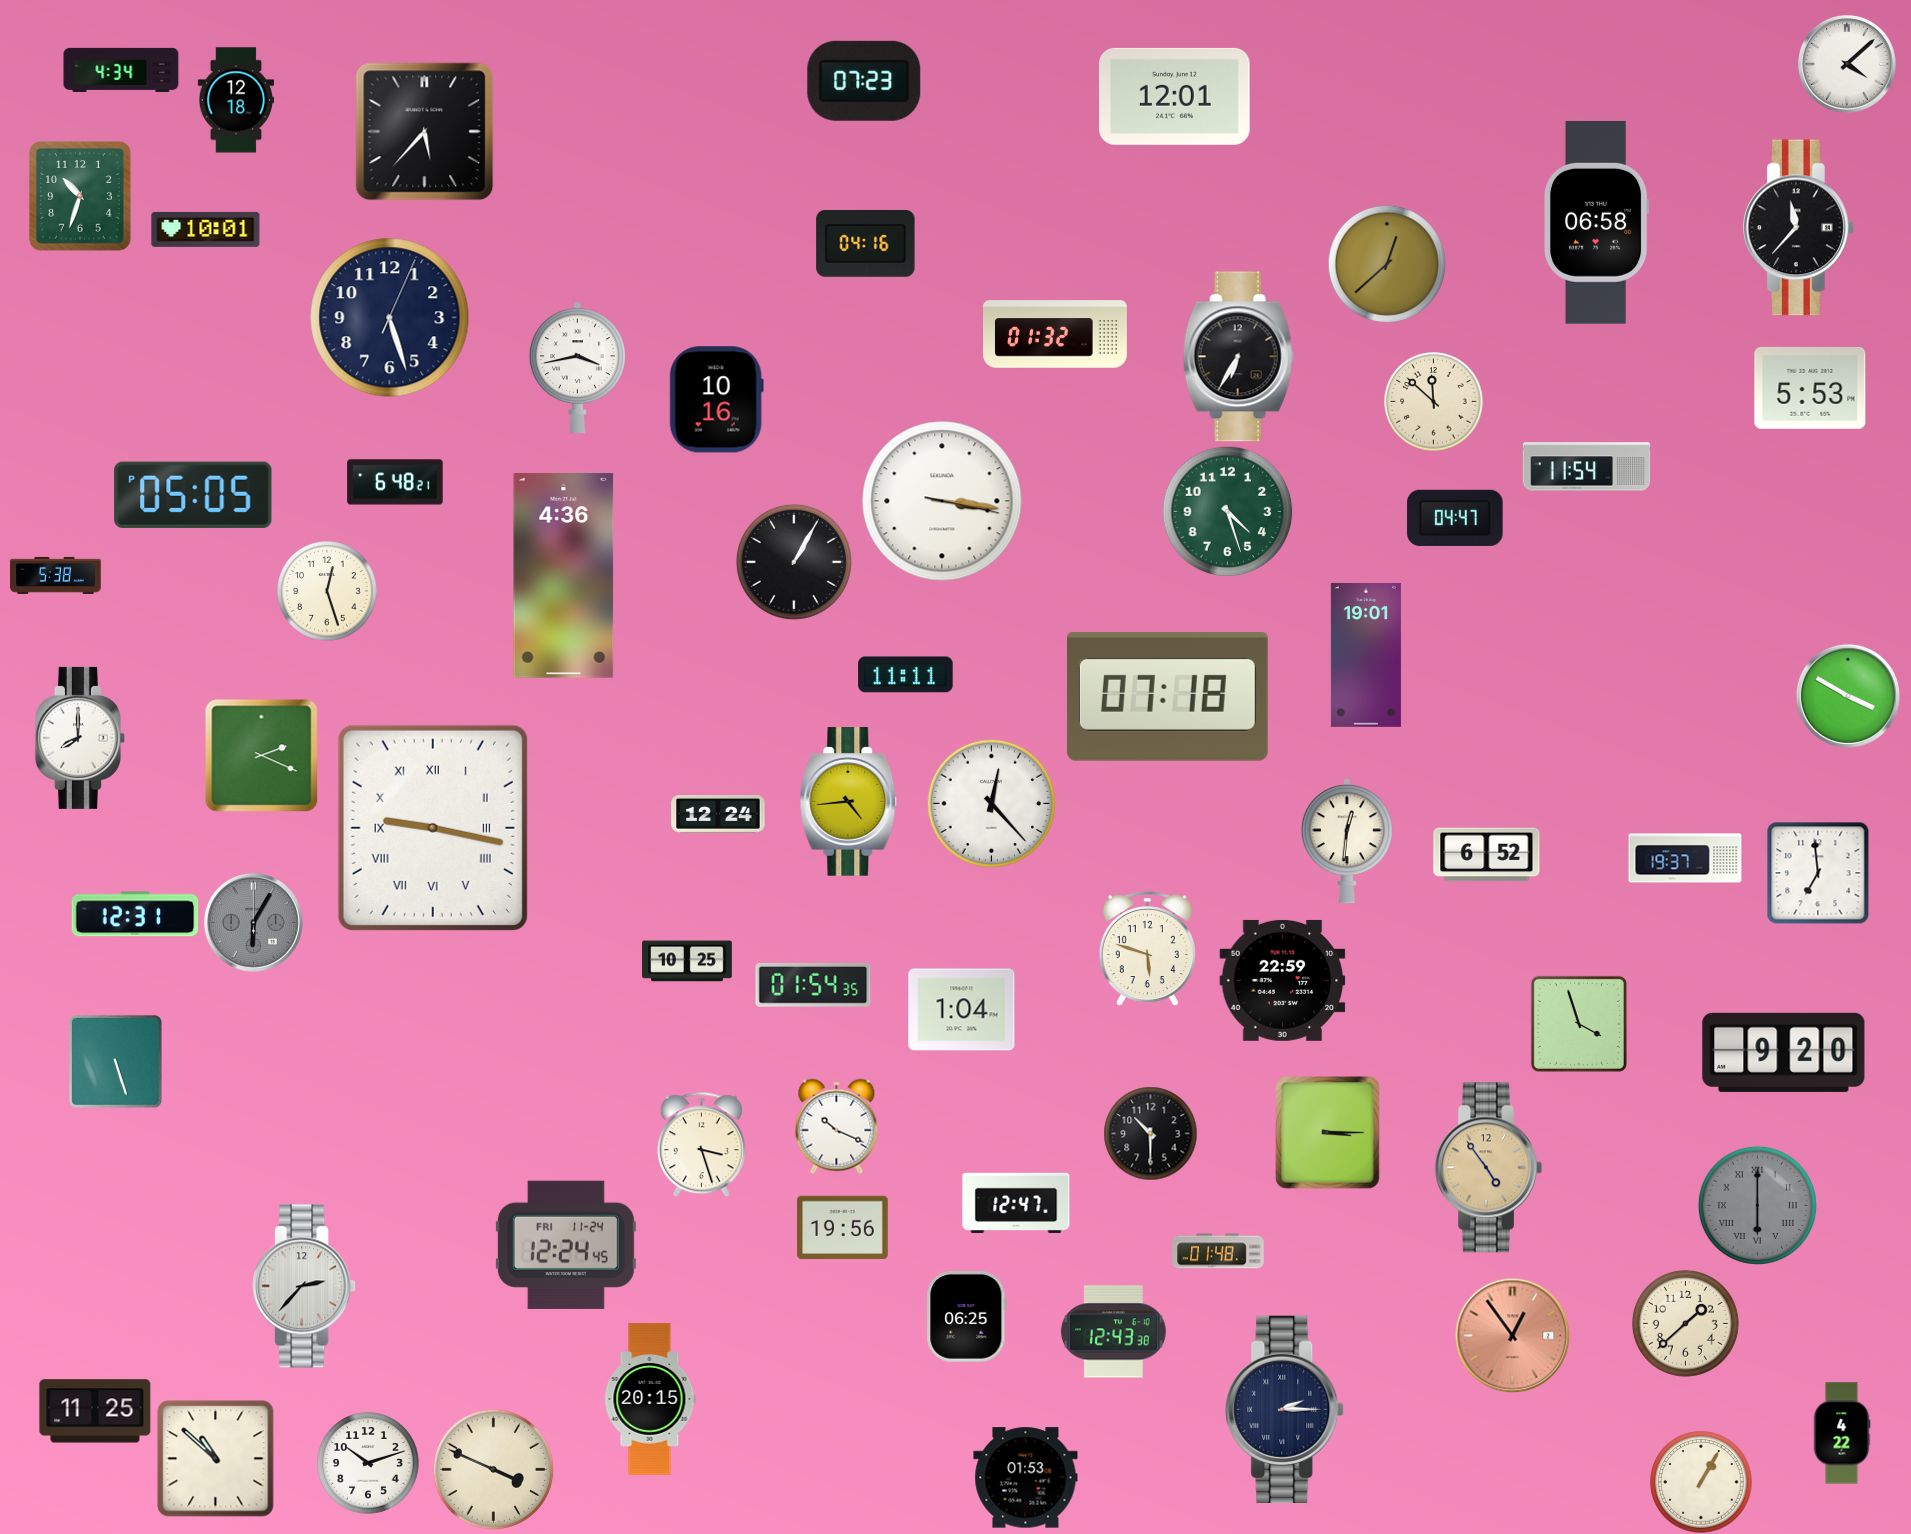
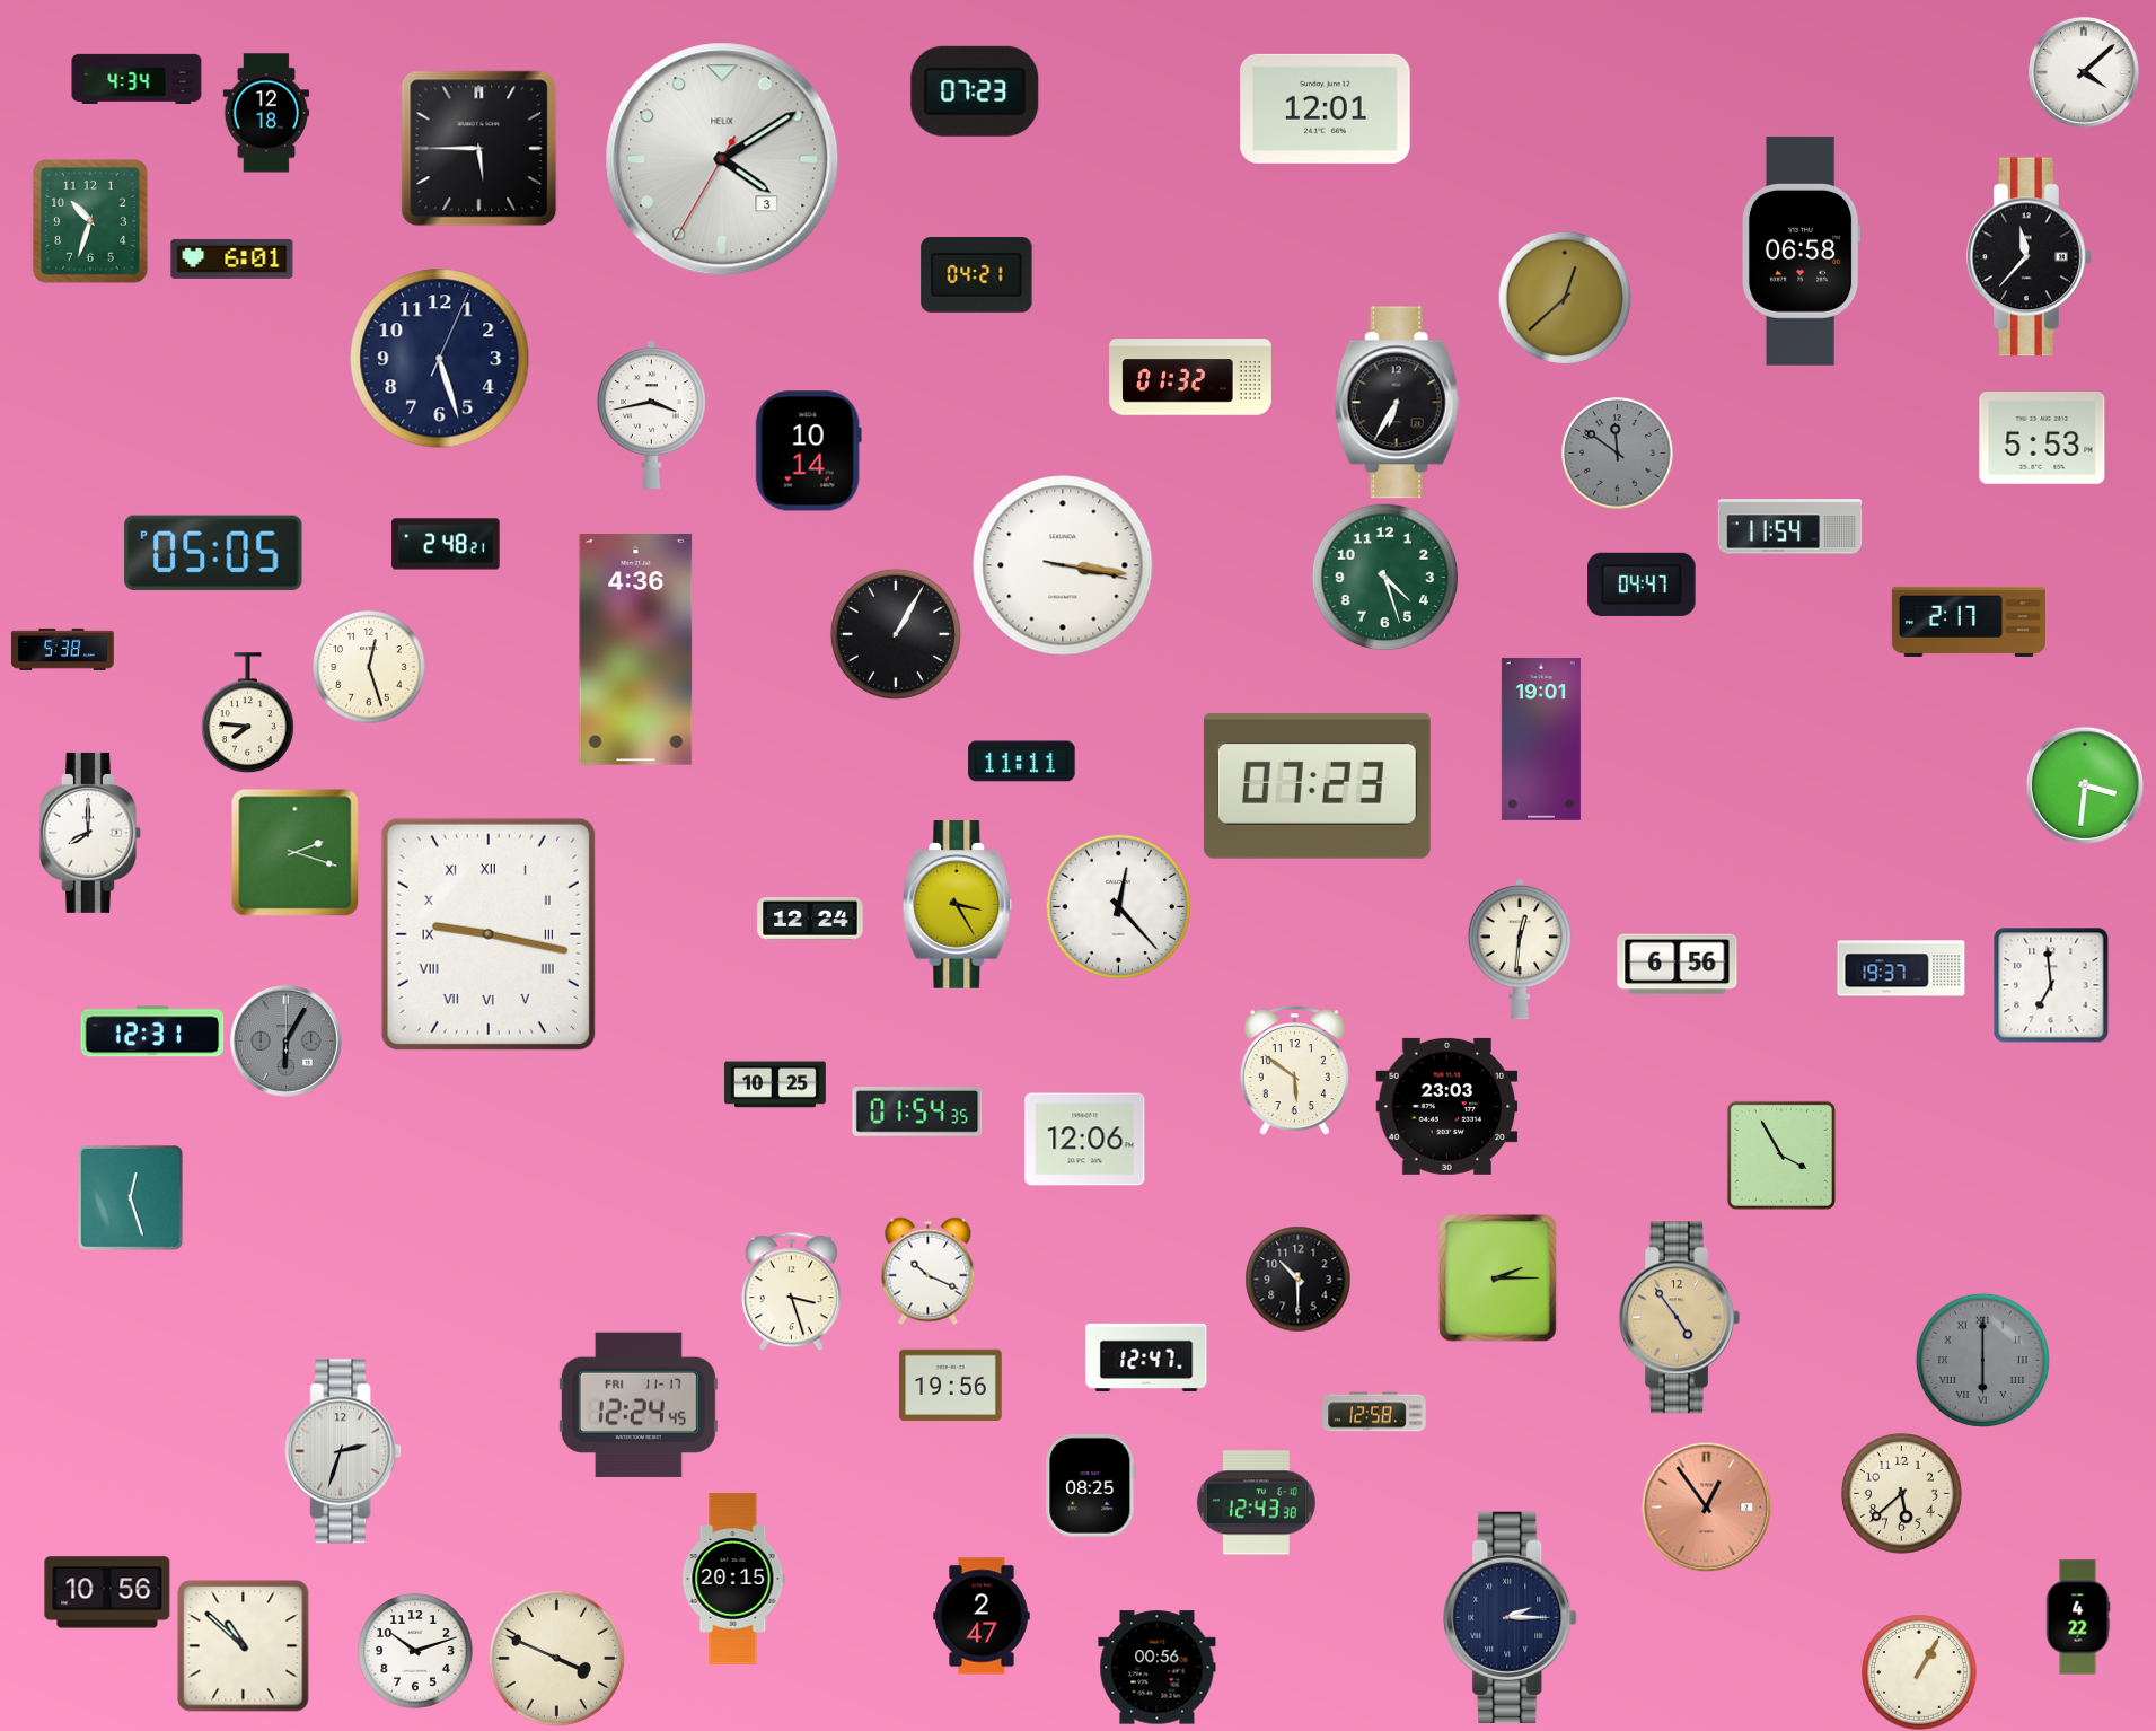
clock at (425, 132): 5:37 -> 5:45
clock at (722, 159): none -> 4:09
clock at (206, 229): 10:01 -> 6:01
clock at (866, 243): 04:16 -> 04:21
clock at (716, 400): 10:16 -> 10:14
clock at (1434, 402): 11:52 -> 11:51
clock at (1434, 402) dial: cream -> grey
clock at (395, 482): 6:48 -> 2:48
clock at (193, 494) position: (193, 494) -> (213, 552)
clock at (1969, 622): none -> 2:17
clock at (247, 713): none -> 7:46
clock at (1848, 696): 3:50 -> 3:31
clock at (1167, 697): 07:18 -> 07:23
clock at (261, 755): 2:19 -> 2:18
clock at (849, 802): 4:44 -> 3:25
clock at (1487, 855): 6:52 -> 6:56
clock at (1147, 949): 5:48 -> 5:51
clock at (1283, 980): 22:59 -> 23:03
clock at (962, 1010): 1:04 -> 12:06
clock at (1579, 1024): 3:57 -> 3:55
clock at (1784, 1052): 9:20 -> none
clock at (115, 1061): 5:27 -> 12:27
clock at (837, 1126) position: (837, 1126) -> (929, 1271)
clock at (1328, 1133): 3:15 -> 2:15
clock at (566, 1245) date: FRI 11-24 -> FRI 11-17
clock at (1218, 1251): 01:48 -> 12:58
clock at (304, 1286): 2:37 -> 2:33
clock at (967, 1317): 06:25 -> 08:25
clock at (1686, 1324): 1:38 -> 5:38
clock at (1285, 1409) position: (1285, 1409) -> (1511, 1617)
clock at (95, 1411): 11:25 -> 10:56
clock at (982, 1616): none -> 2:47
clock at (1026, 1478): 01:53 -> 00:56
